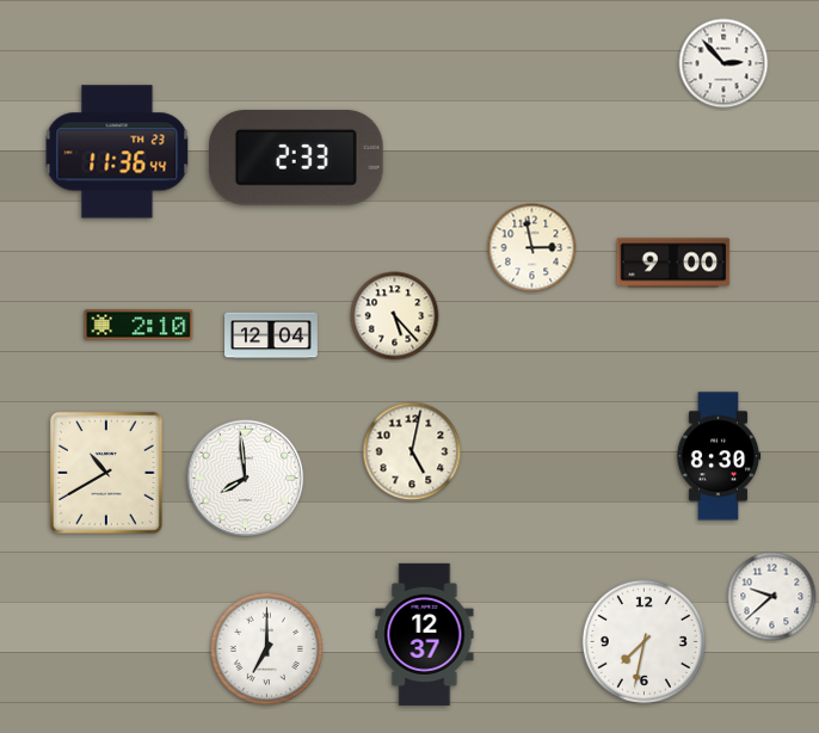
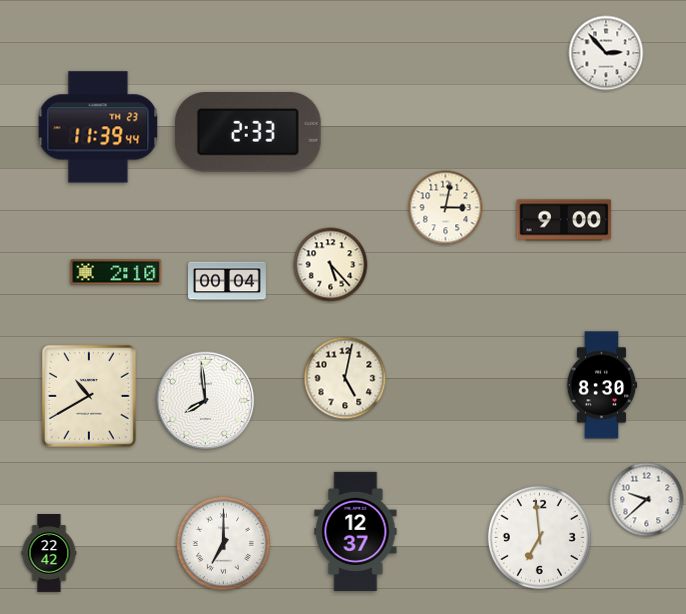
clock at (117, 152): 11:36 -> 11:39
clock at (532, 248): 2:58 -> 3:02
clock at (272, 335): 12:04 -> 00:04
clock at (719, 456) position: (719, 456) -> (602, 385)
clock at (643, 641): 7:32 -> 6:59
clock at (49, 554): none -> 22:42
